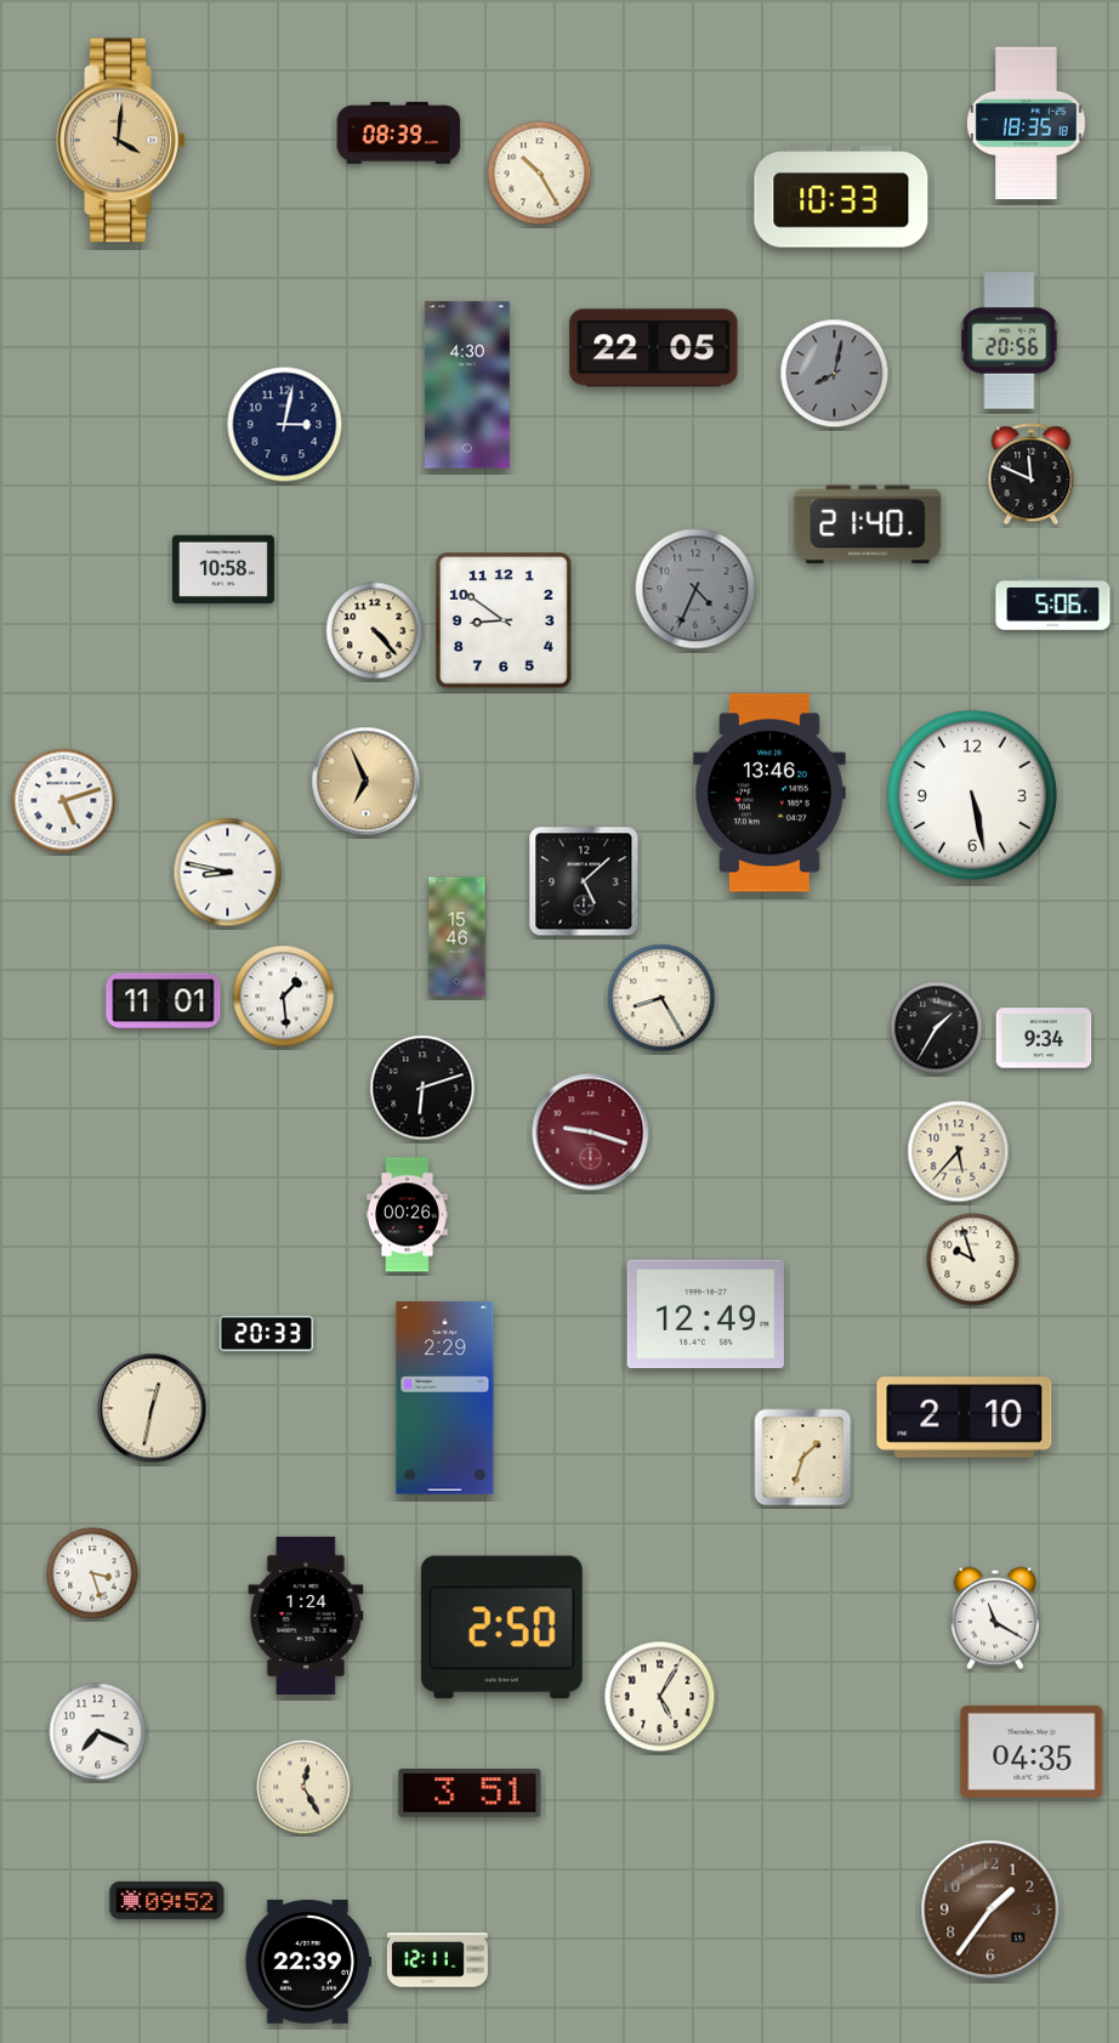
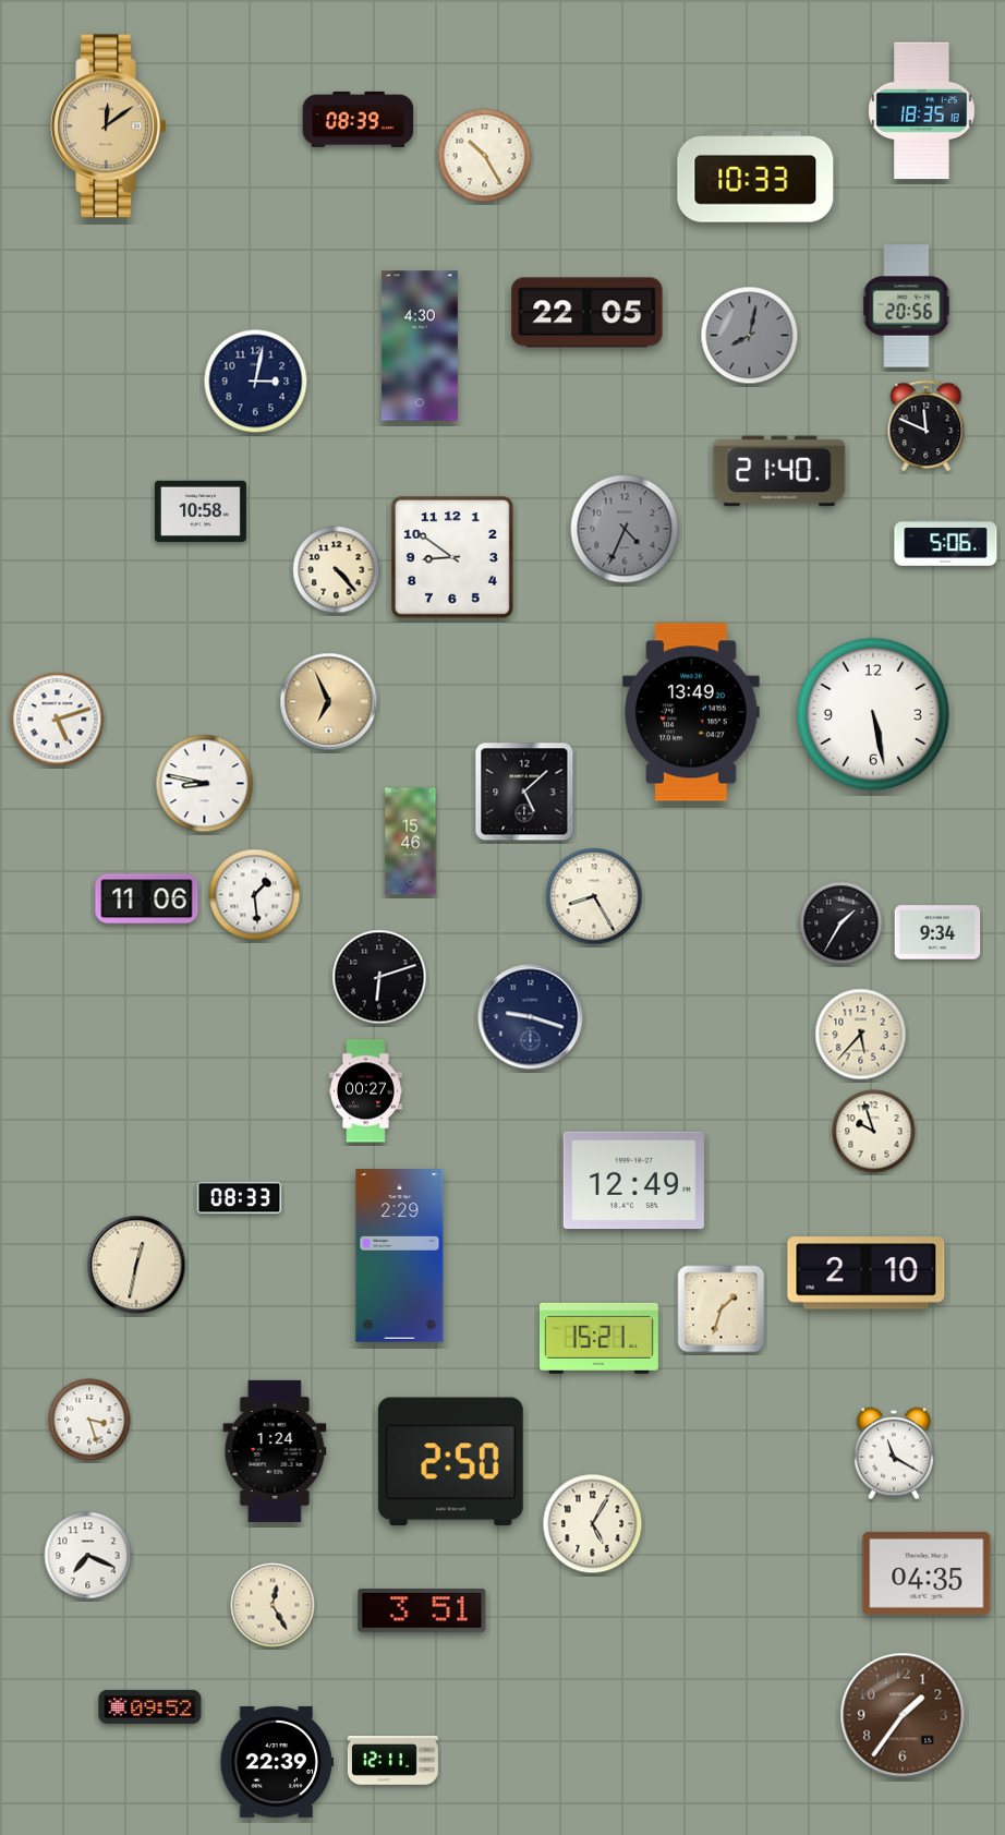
clock at (120, 141): 4:01 -> 12:09
clock at (375, 631) position: (375, 631) -> (337, 570)
clock at (769, 793): 13:46 -> 13:49
clock at (164, 1001): 11:01 -> 11:06
clock at (591, 1133) dial: burgundy -> navy
clock at (408, 1215): 00:26 -> 00:27
clock at (267, 1334): 20:33 -> 08:33
clock at (598, 1338): none -> 15:21
clock at (92, 1573) position: (92, 1573) -> (89, 1420)
clock at (990, 1909) position: (990, 1909) -> (903, 1715)
